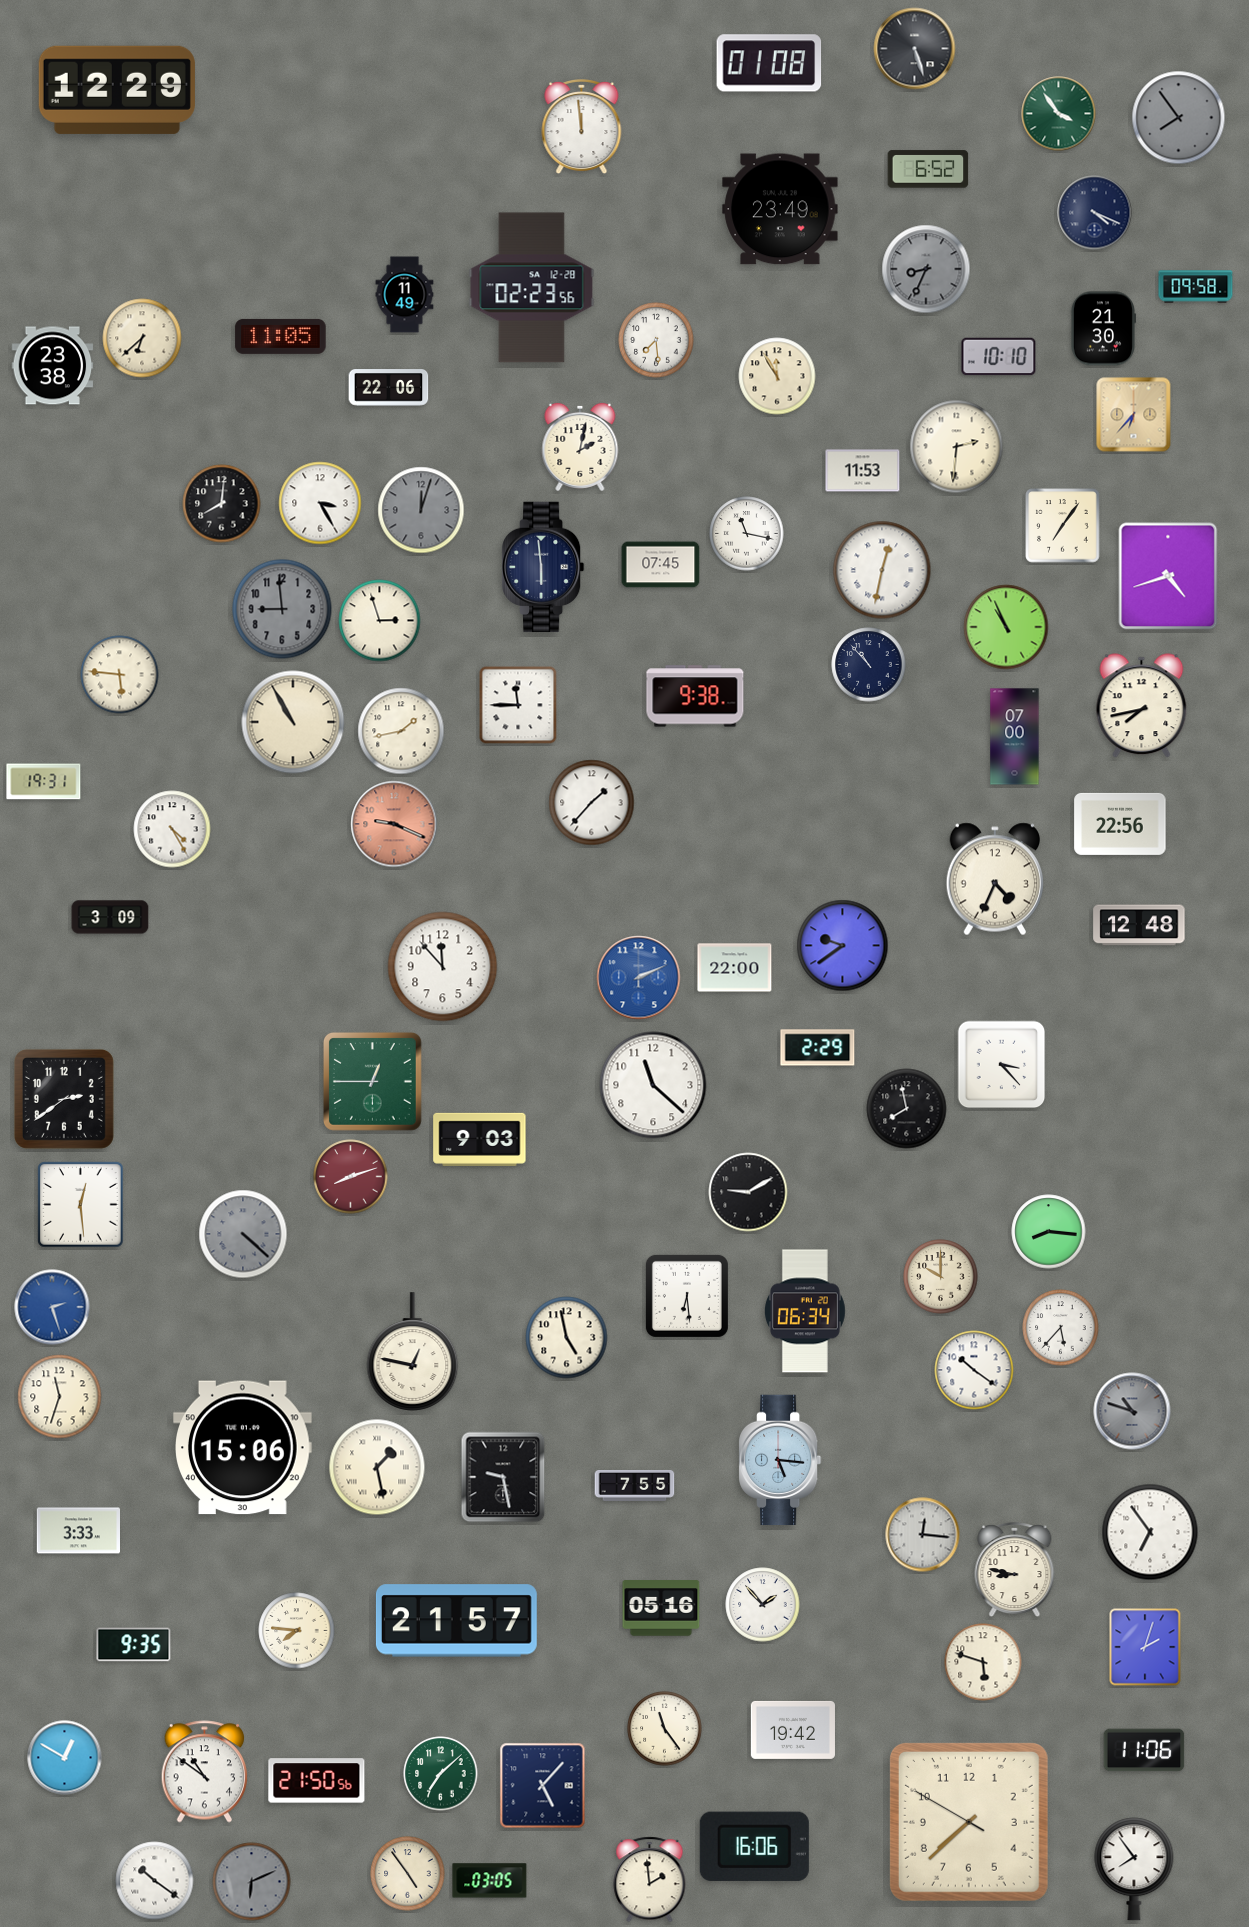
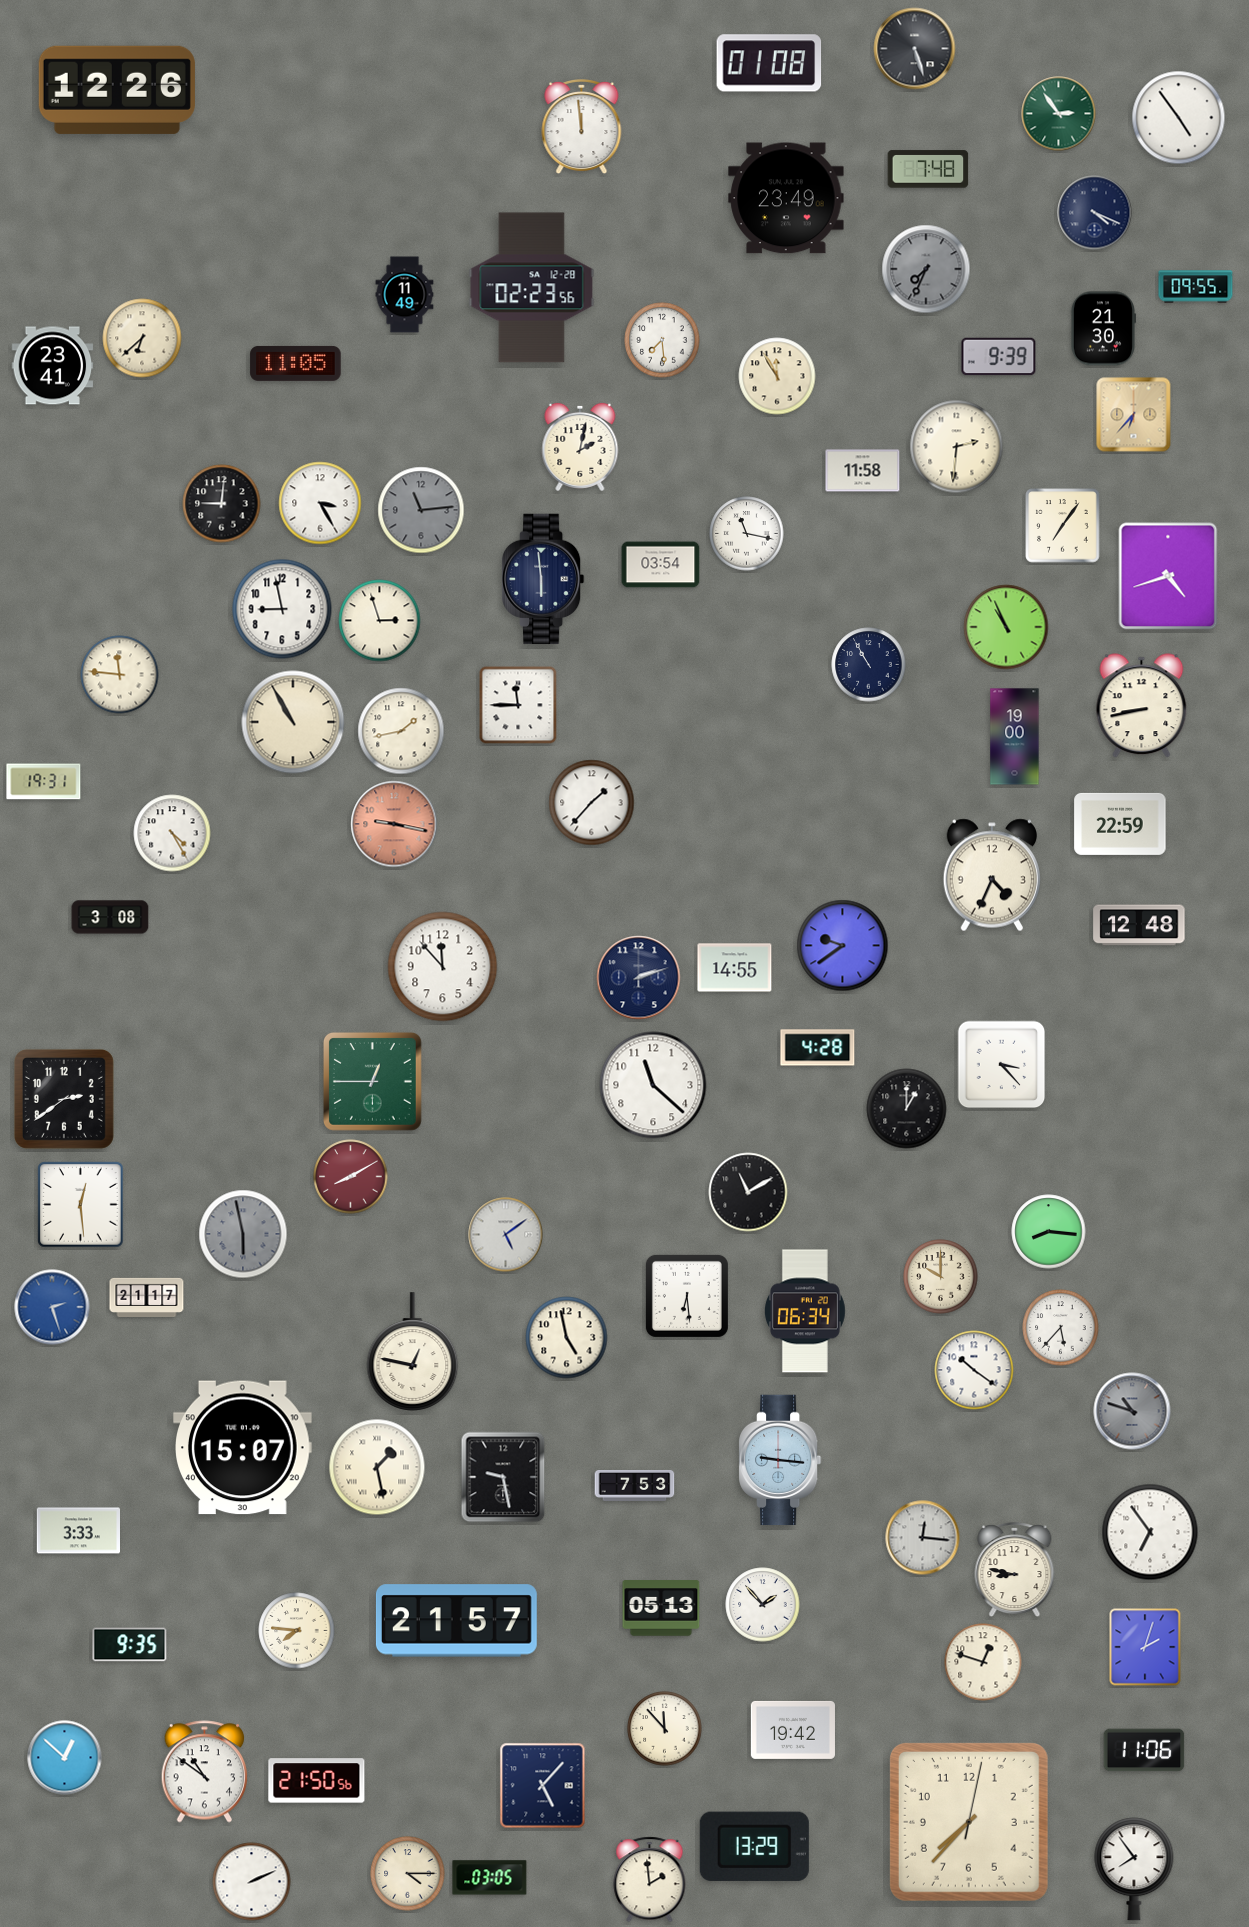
clock at (117, 90): 12:29 -> 12:26
clock at (1059, 114): 3:54 -> 2:54
clock at (1179, 118): 7:54 -> 4:54
clock at (1179, 118) dial: grey -> white
clock at (928, 169): 6:52 -> 7:48
clock at (780, 209) position: (780, 209) -> (786, 198)
clock at (926, 269): 8:34 -> 7:34
clock at (1196, 287): 09:58 -> 09:55
clock at (281, 336) position: (281, 336) -> (296, 363)
clock at (656, 340) position: (656, 340) -> (662, 340)
clock at (999, 357): 10:10 -> 9:39
clock at (53, 366): 23:38 -> 23:41
clock at (389, 388): 22:06 -> none
clock at (863, 471): 11:53 -> 11:58
clock at (222, 504): 8:01 -> 9:01
clock at (421, 510): 12:03 -> 11:14
clock at (661, 565): 07:45 -> 03:54
clock at (544, 567) position: (544, 567) -> (544, 579)
clock at (882, 570): 12:32 -> none
clock at (282, 609): 8:59 -> 8:58
clock at (282, 609) dial: grey -> white
clock at (869, 665): 10:53 -> 10:55
clock at (120, 675): 5:46 -> 11:46
clock at (695, 696): 9:38 -> none
clock at (1142, 706): 7:43 -> 8:43
clock at (1015, 737): 07:00 -> 19:00
clock at (394, 824): 9:19 -> 9:17
clock at (1120, 824): 22:56 -> 22:59
clock at (172, 829) position: (172, 829) -> (172, 833)
clock at (994, 879) position: (994, 879) -> (991, 875)
clock at (110, 917): 3:09 -> 3:08
clock at (735, 968): 22:00 -> 14:55
clock at (639, 978): 2:11 -> 2:12
clock at (639, 978) dial: blue -> navy
clock at (818, 1048): 2:29 -> 4:28
clock at (907, 1109): 7:58 -> 1:00
clock at (480, 1139): 9:03 -> none
clock at (351, 1177): 8:12 -> 8:10
clock at (748, 1192): 9:10 -> 11:10
clock at (243, 1234): 4:22 -> 5:58
clock at (506, 1235): none -> 5:09
clock at (147, 1297): none -> 21:17
clock at (60, 1397): 11:33 -> none
clock at (243, 1448): 15:06 -> 15:07
clock at (781, 1460): 5:16 -> 9:16
clock at (635, 1485): 7:55 -> 7:53
clock at (923, 1535) position: (923, 1535) -> (923, 1538)
clock at (661, 1608): 05:16 -> 05:13
clock at (134, 1645) position: (134, 1645) -> (130, 1645)
clock at (983, 1662): 5:48 -> 12:48
clock at (665, 1729): 11:24 -> 11:53
clock at (65, 1758): 12:50 -> 12:52
clock at (441, 1774): 7:08 -> none
clock at (969, 1822): 7:37:50 -> 7:37:02
clock at (754, 1846): 16:06 -> 13:29
clock at (408, 1874): 4:54 -> 4:15
clock at (155, 1881): 10:21 -> none
clock at (490, 1881) position: (490, 1881) -> (490, 1878)
clock at (252, 1882): 6:11 -> 2:11
clock at (252, 1882) dial: grey -> white
